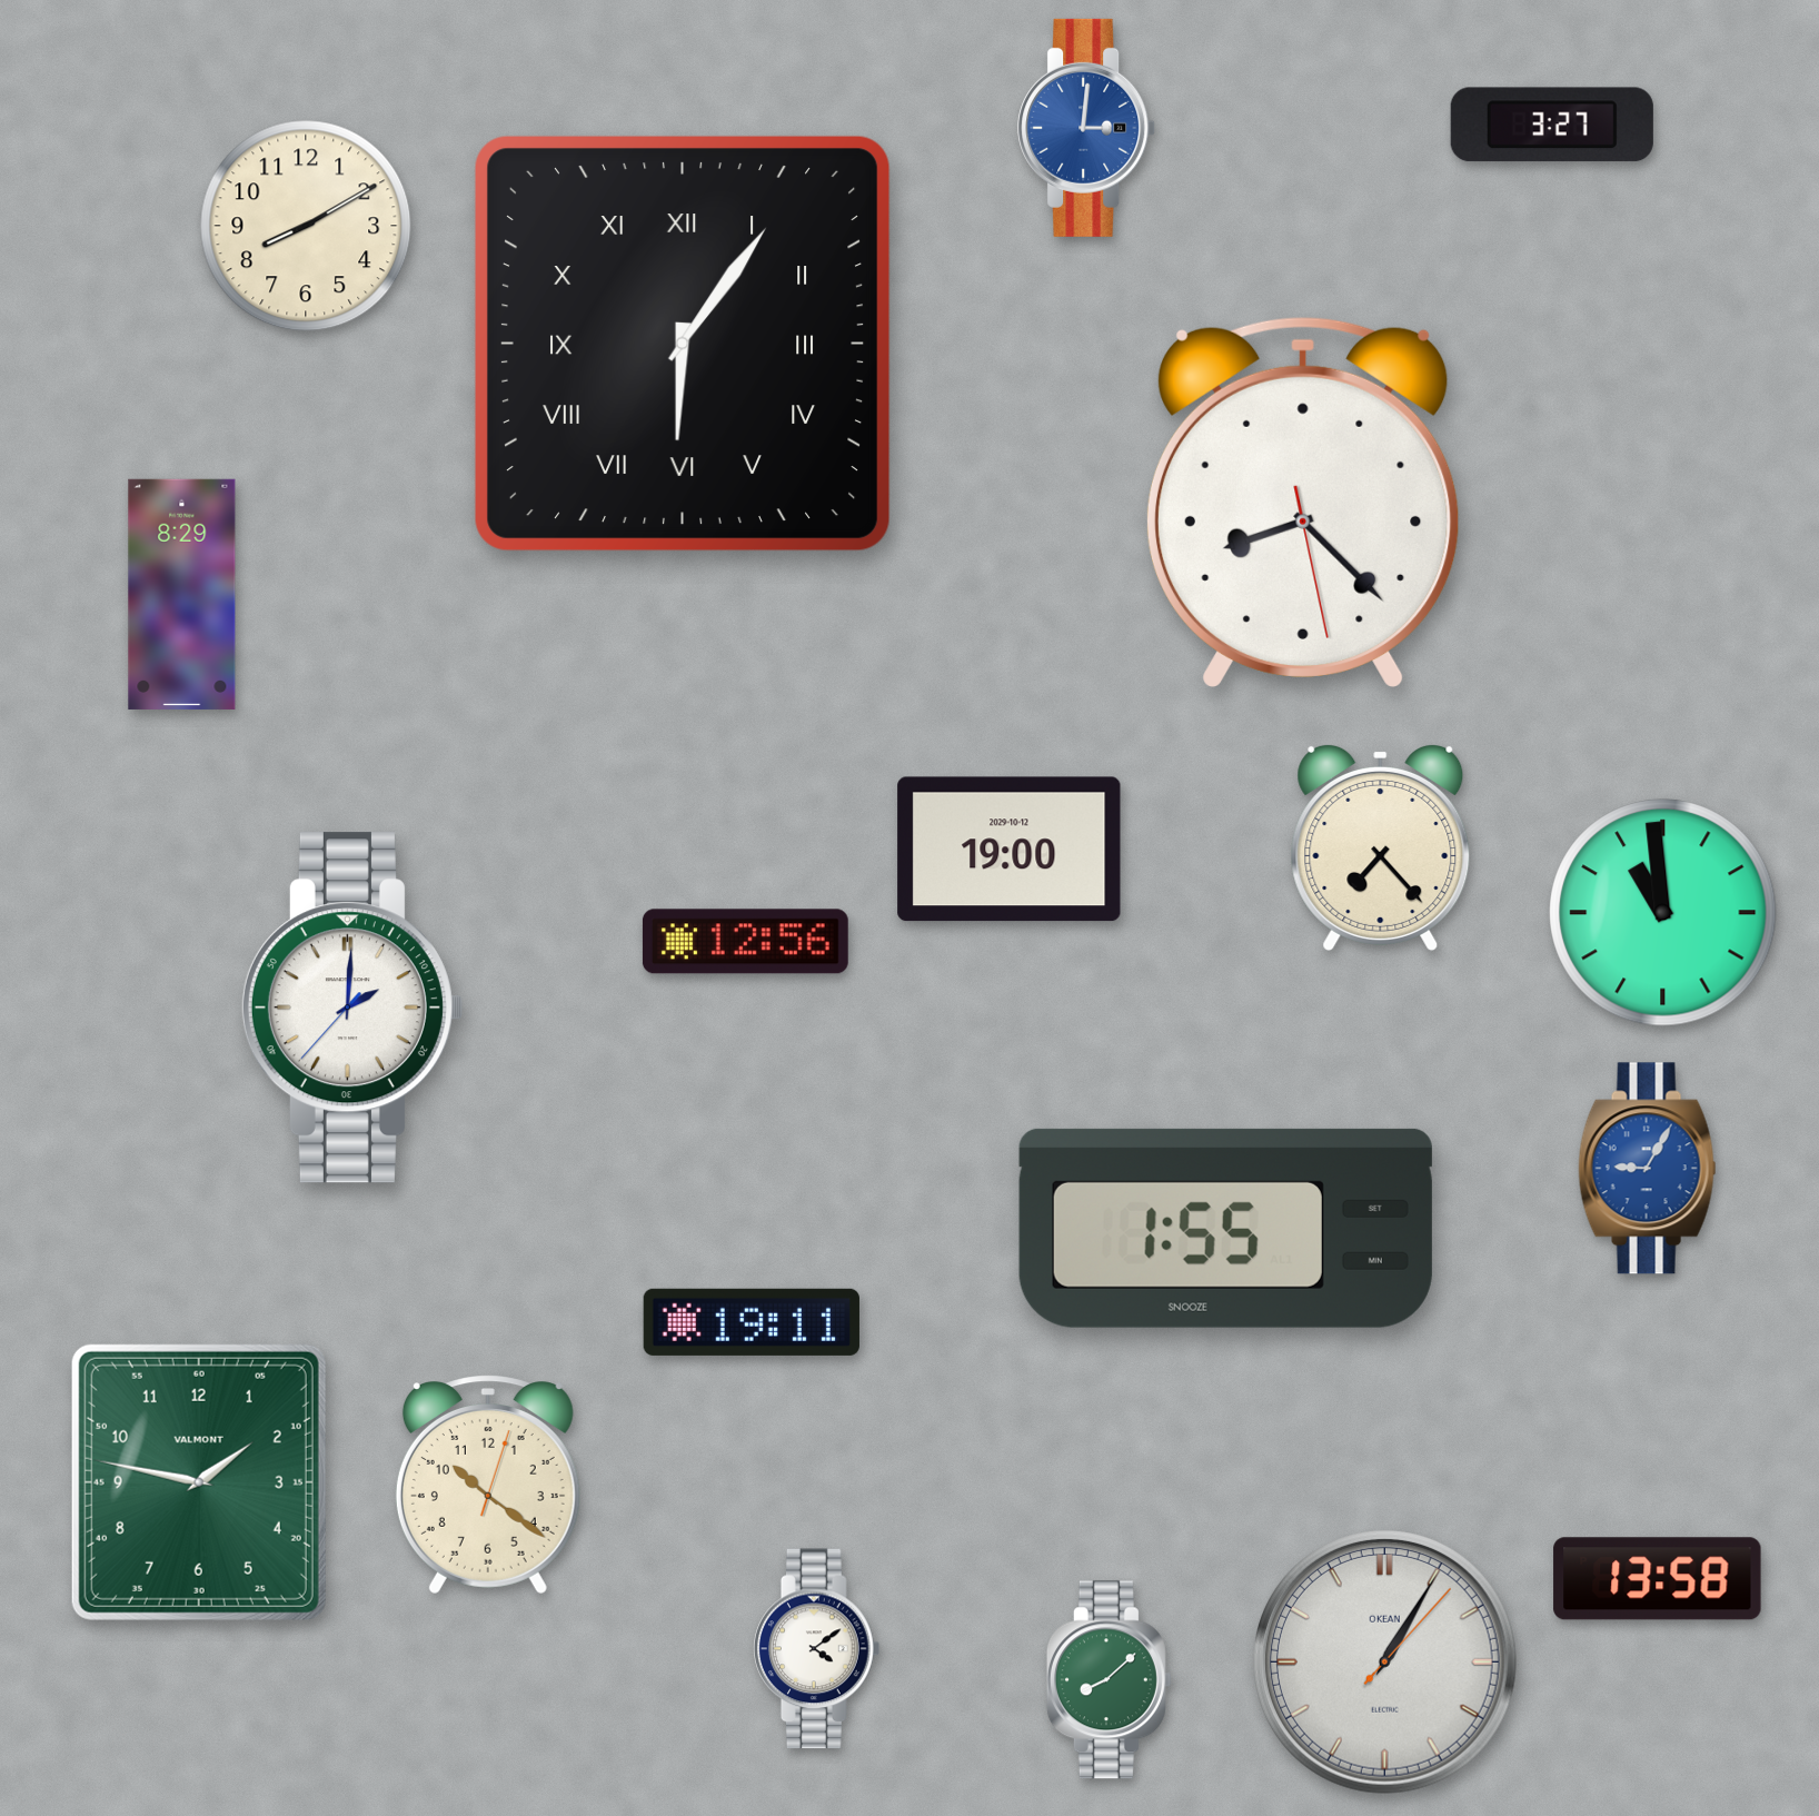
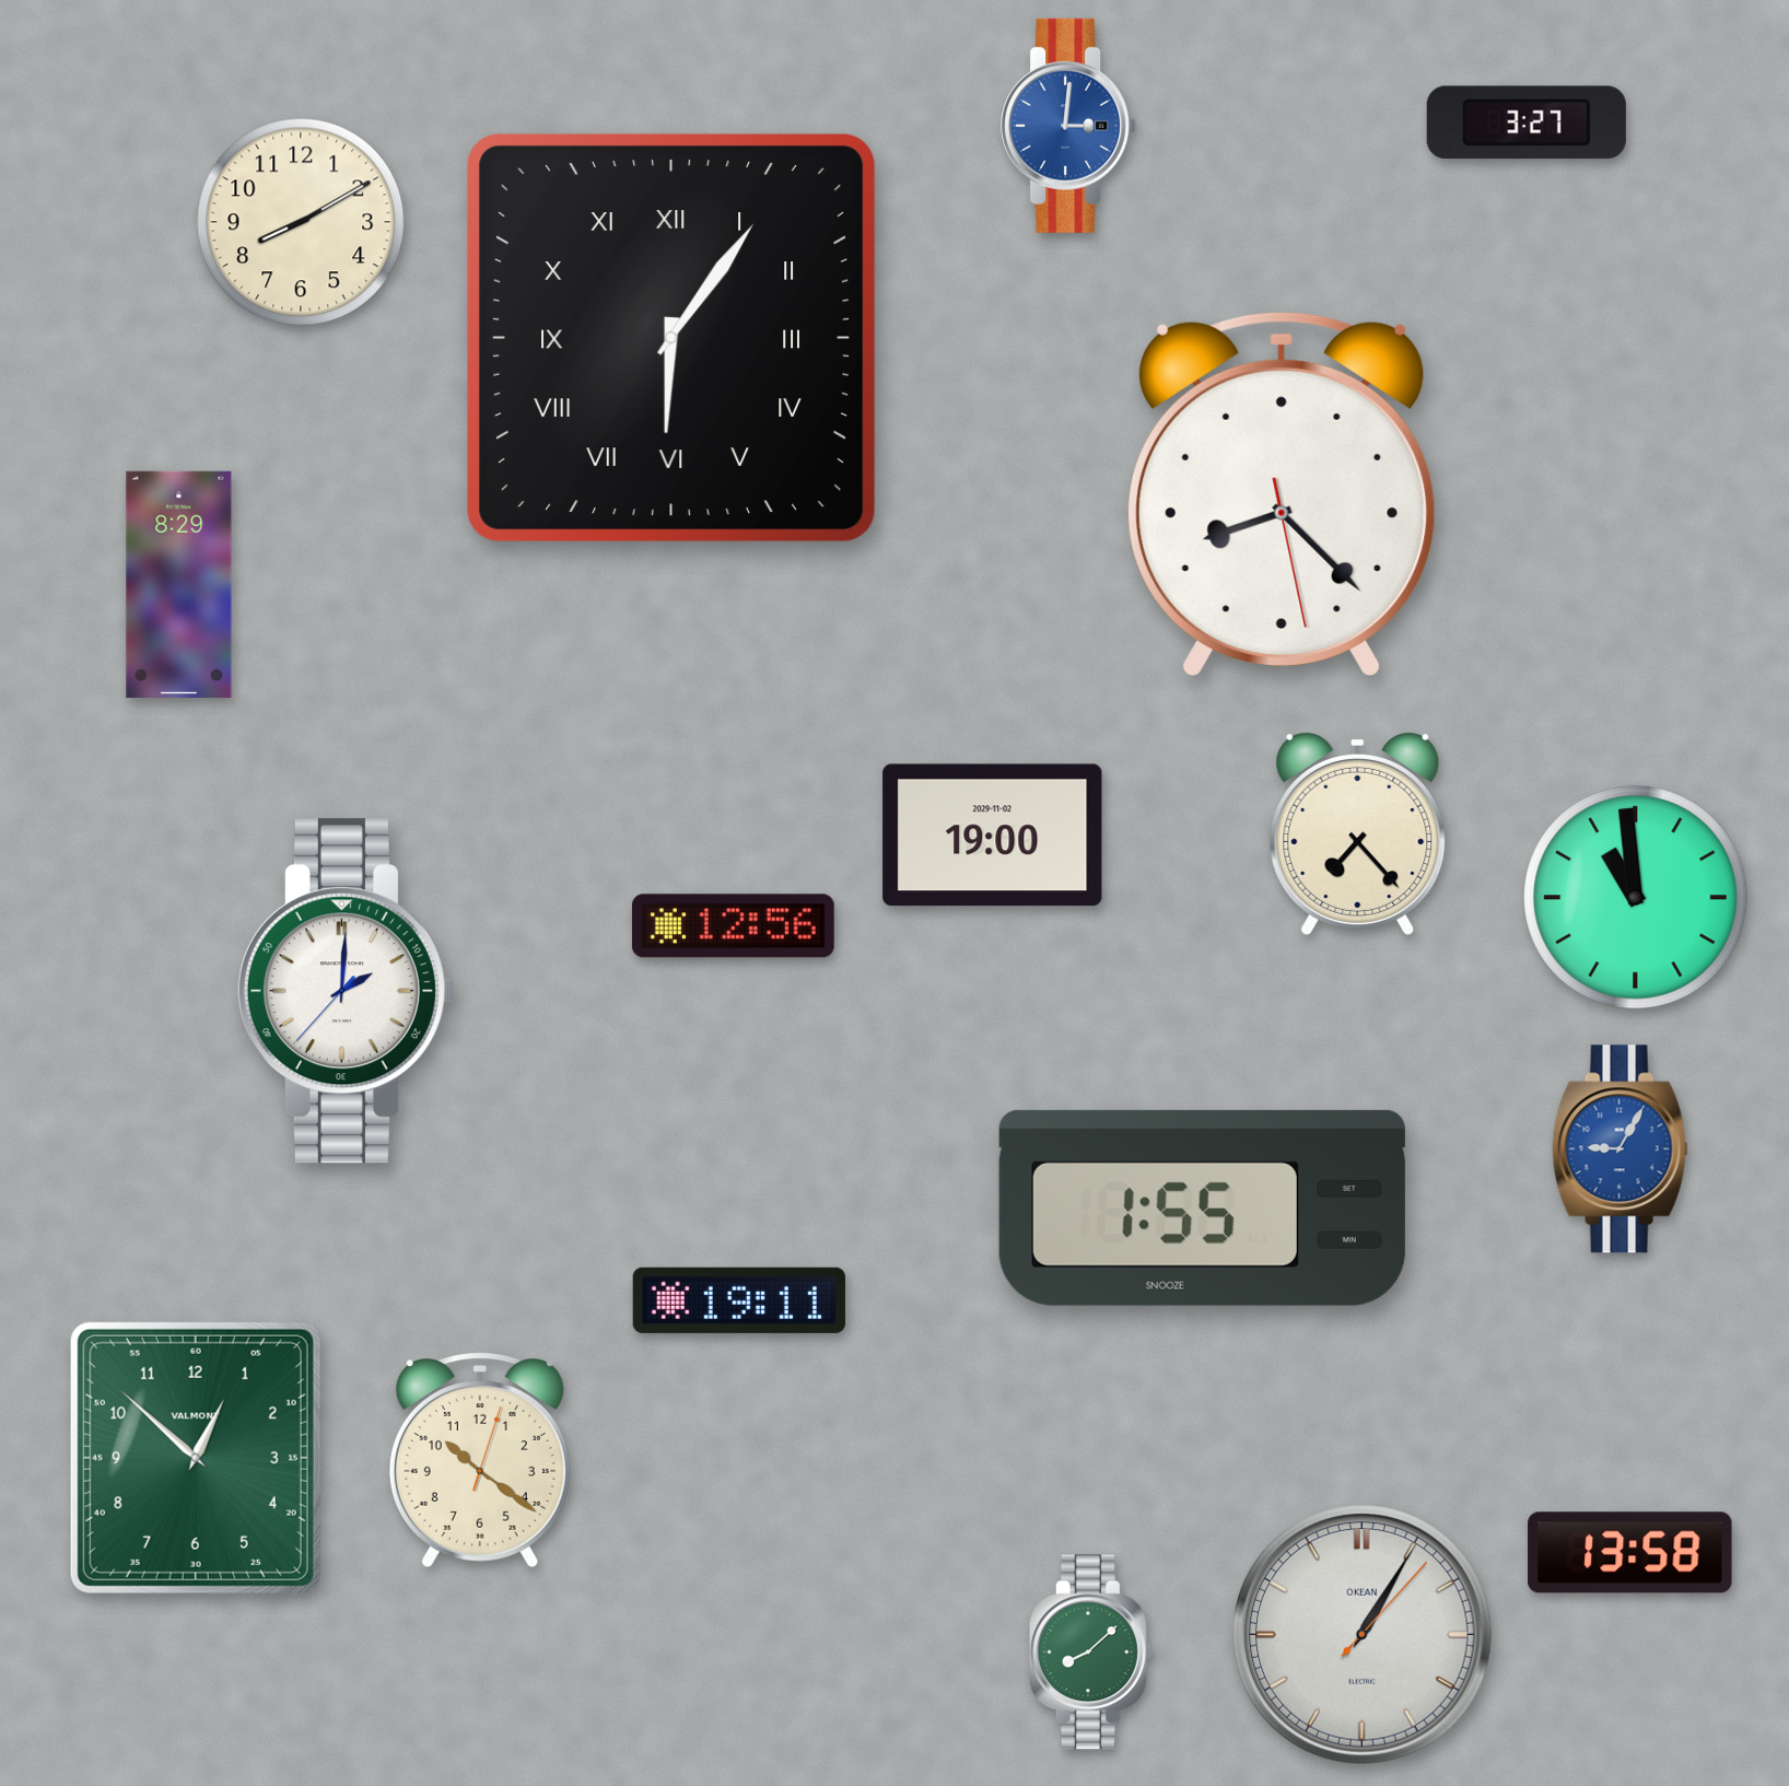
clock at (1010, 850) date: 2029-10-12 -> 2029-11-02
clock at (1225, 1228) position: (1225, 1228) -> (1202, 1207)
clock at (199, 1482): 1:47 -> 12:52
clock at (817, 1649): 4:09 -> none
